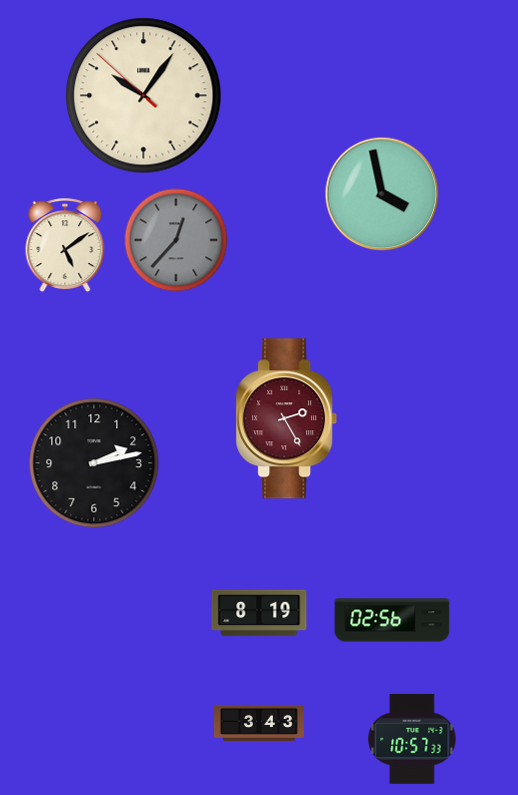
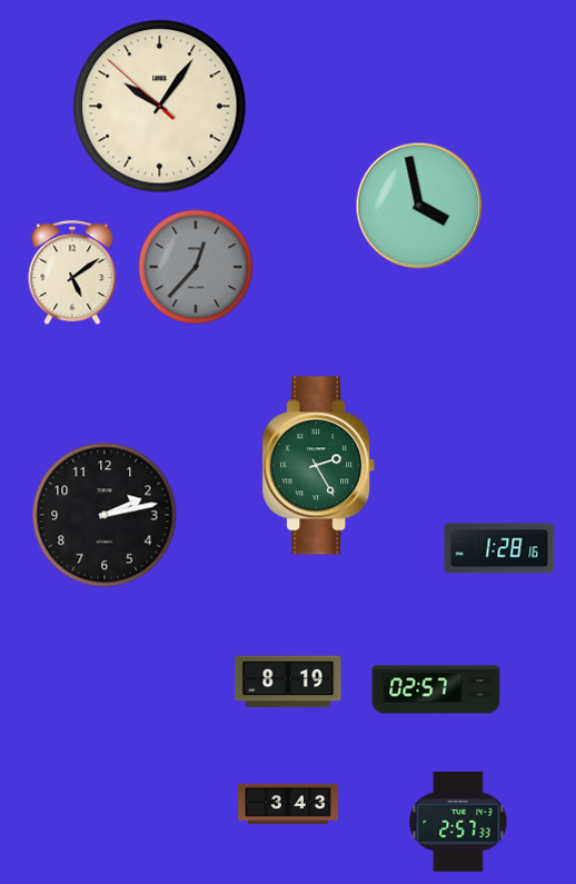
clock at (382, 194) position: (382, 194) -> (419, 206)
clock at (287, 419) dial: burgundy -> green
clock at (499, 548): none -> 1:28
clock at (392, 620): 02:56 -> 02:57
clock at (412, 739): 10:57 -> 2:57
